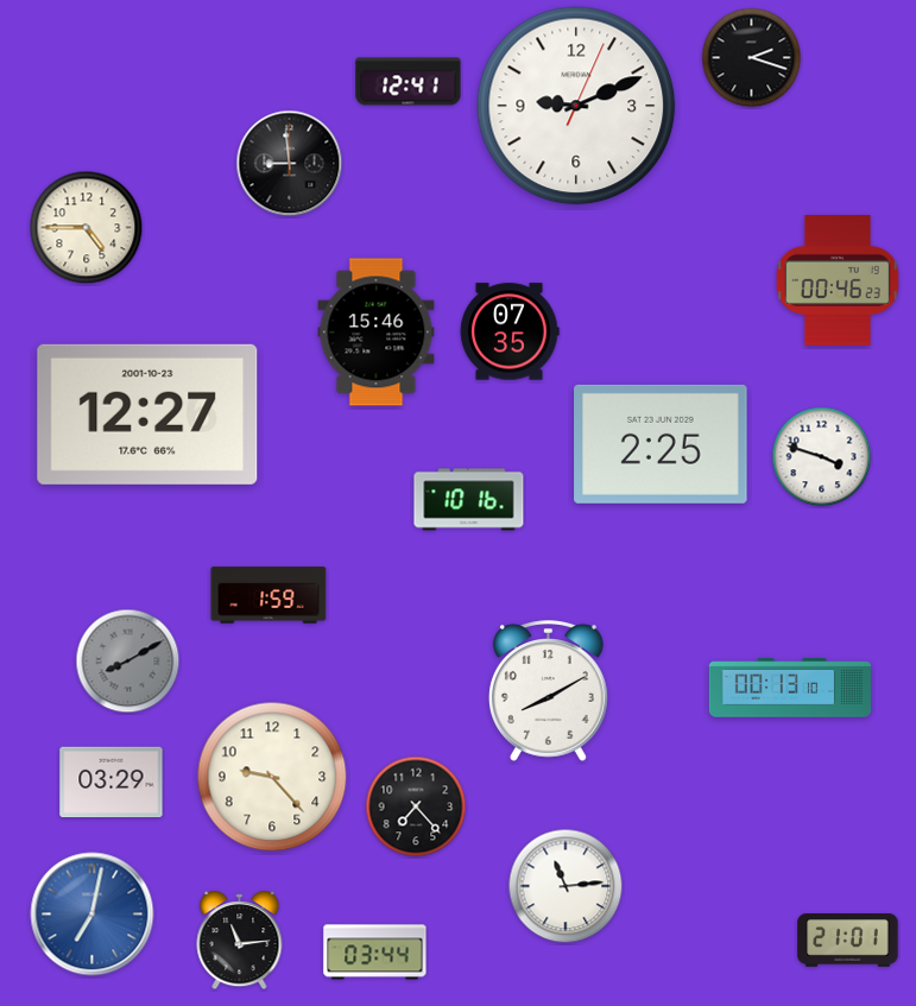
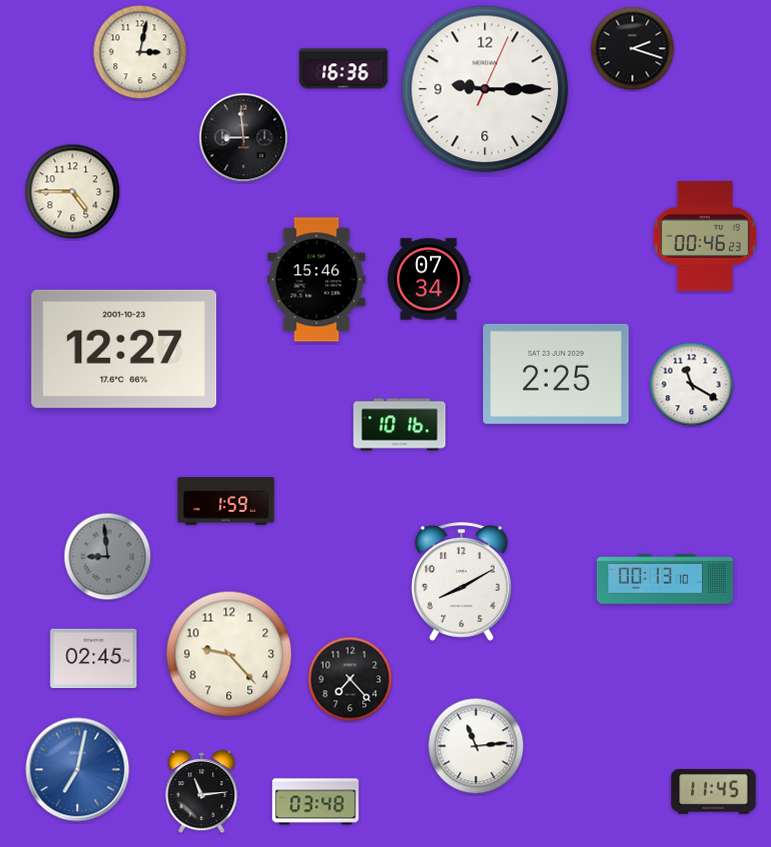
clock at (140, 52): none -> 3:02
clock at (409, 82): 12:41 -> 16:36
clock at (576, 106): 9:11 -> 9:15
clock at (510, 331): 07:35 -> 07:34
clock at (822, 457): 3:48 -> 11:20
clock at (469, 500) position: (469, 500) -> (400, 425)
clock at (128, 662): 8:10 -> 8:59
clock at (112, 783): 03:29 -> 02:45
clock at (848, 941): 21:01 -> 11:45
clock at (375, 953): 03:44 -> 03:48
